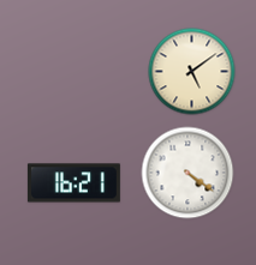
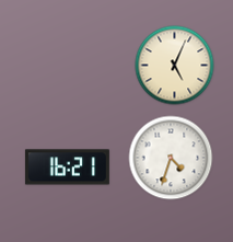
clock at (192, 72): 5:09 -> 5:04
clock at (187, 173): 4:21 -> 4:33
